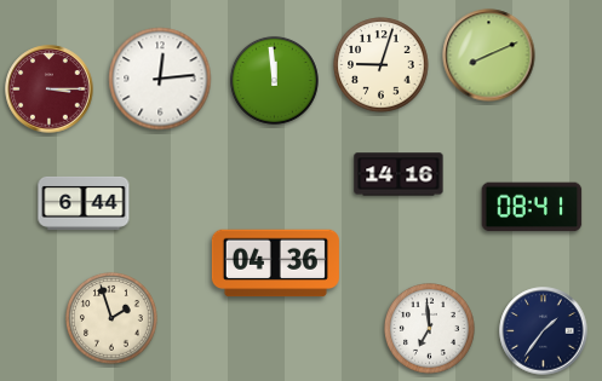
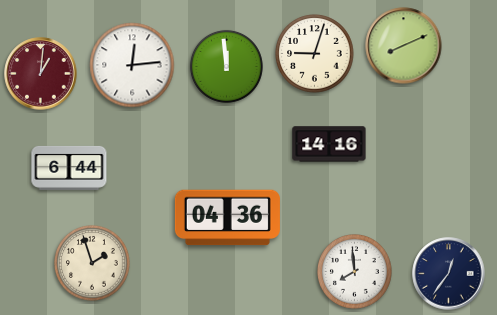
clock at (50, 90): 3:15 -> 1:01
clock at (532, 207): 08:41 -> none
clock at (430, 329): 6:59 -> 7:59
clock at (544, 331): 1:36 -> 12:36
